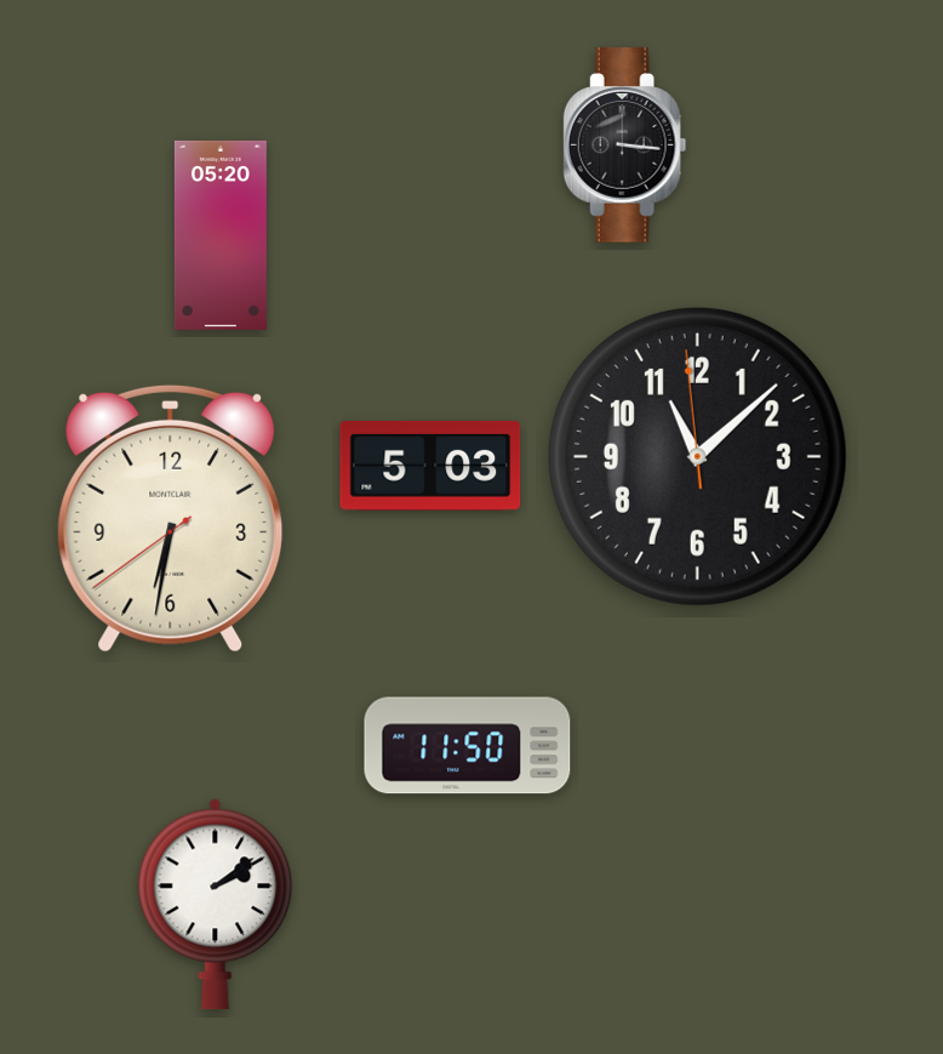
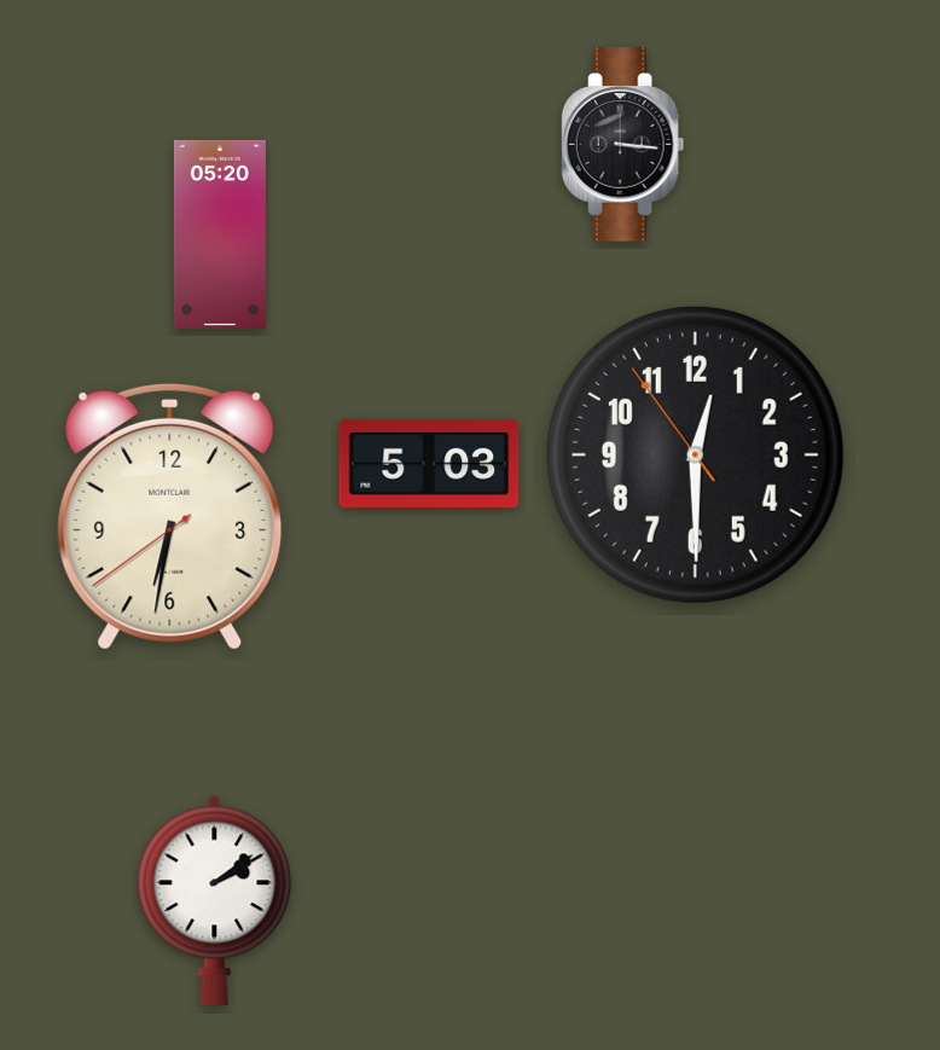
clock at (697, 456): 11:07 -> 12:29
clock at (468, 746): 11:50 -> none
